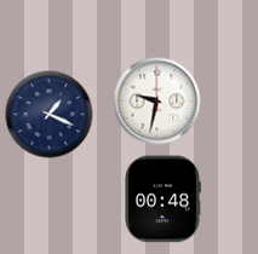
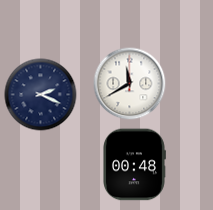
clock at (157, 102): 9:32 -> 11:40
clock at (50, 115): 1:19 -> 2:19
